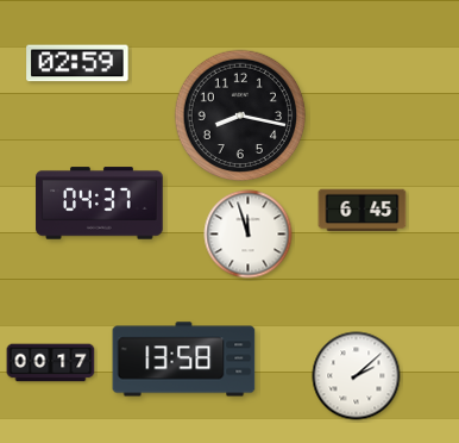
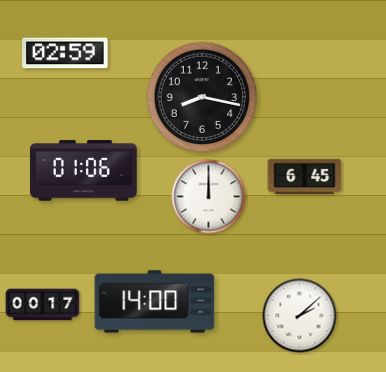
clock at (100, 204): 04:37 -> 01:06
clock at (249, 235): 11:57 -> 12:00
clock at (184, 360): 13:58 -> 14:00
